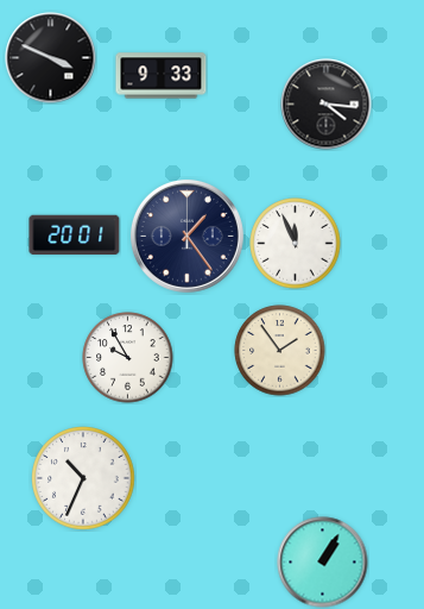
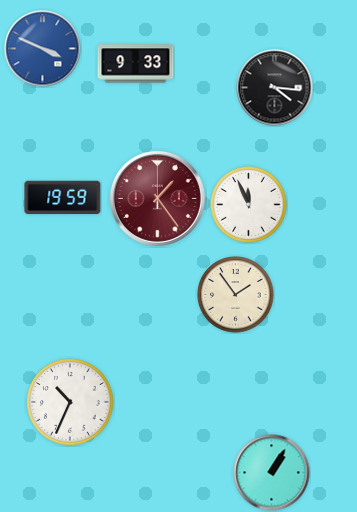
clock at (51, 58) dial: black -> blue
clock at (75, 236): 20:01 -> 19:59
clock at (186, 236) dial: navy -> burgundy
clock at (128, 358): 9:55 -> none
